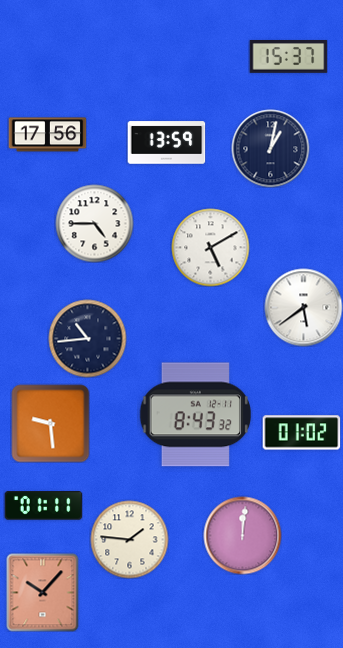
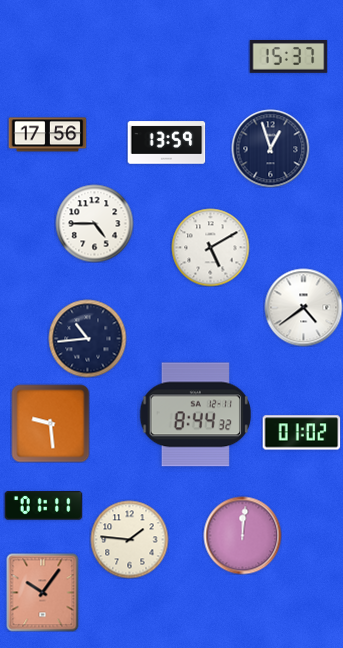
clock at (270, 148): 1:02 -> 12:57
clock at (303, 307): 5:39 -> 4:39
clock at (195, 415): 8:43 -> 8:44
clock at (43, 592): 10:07 -> 10:06
